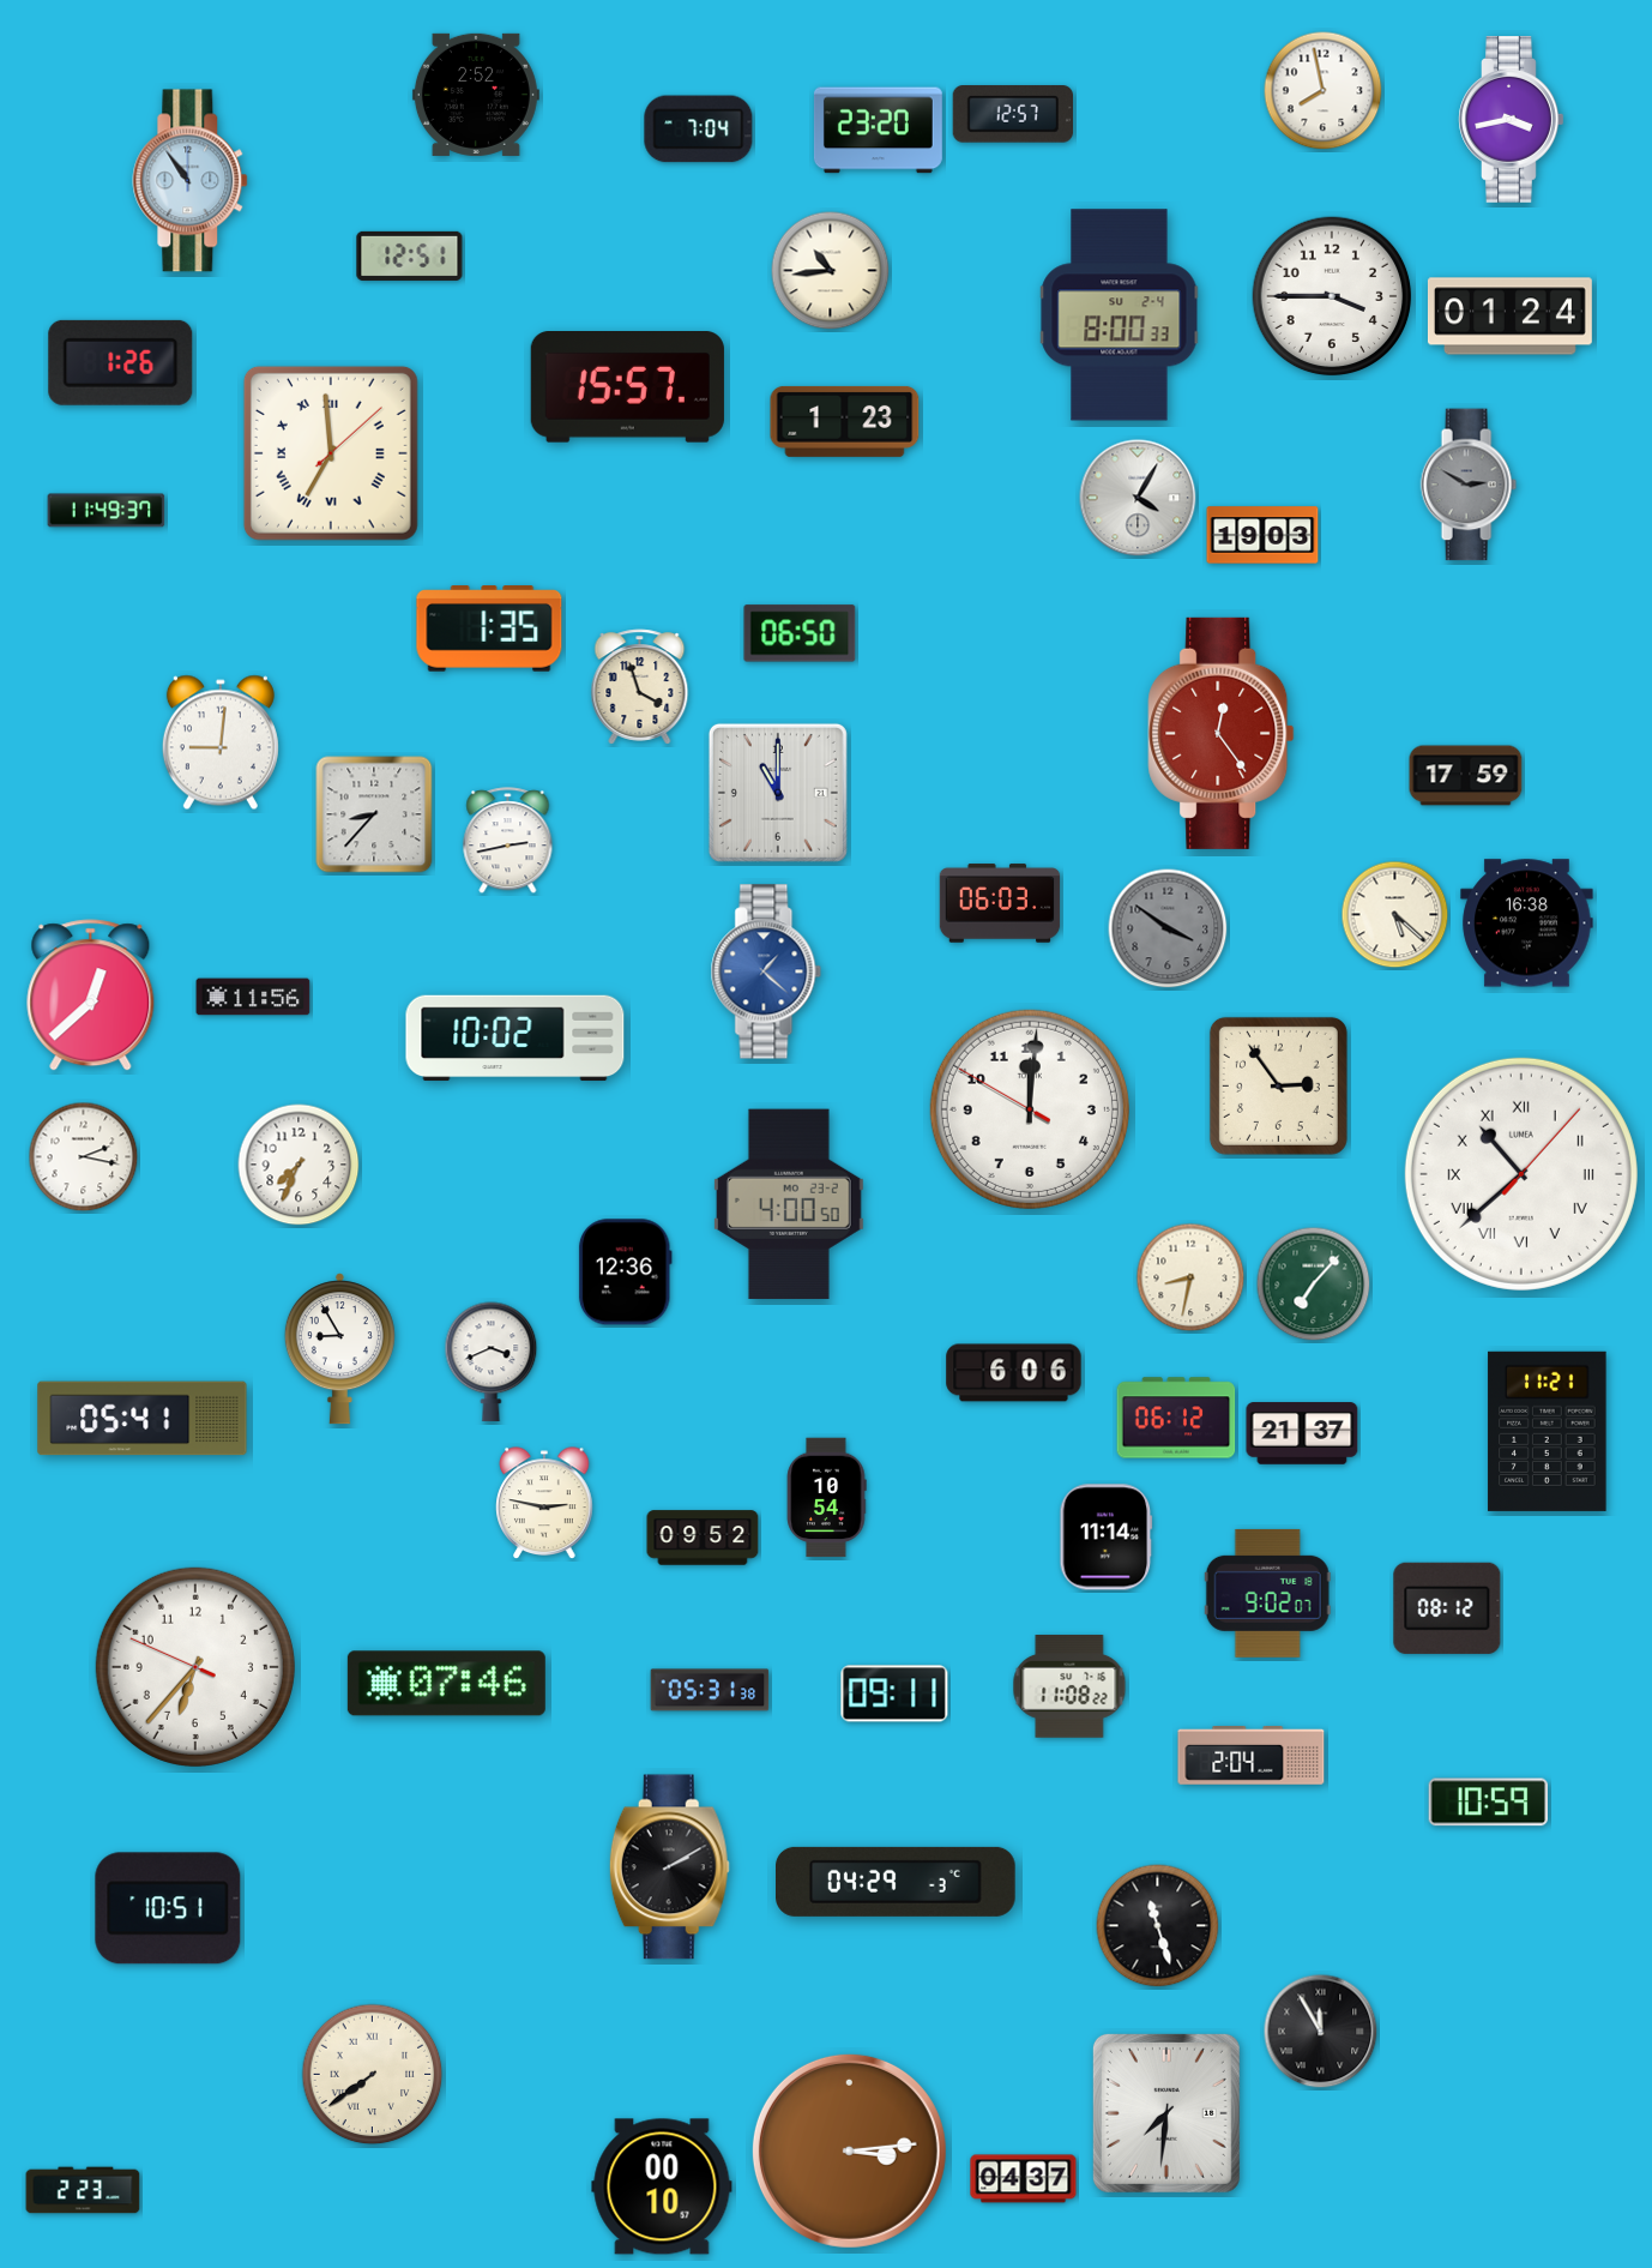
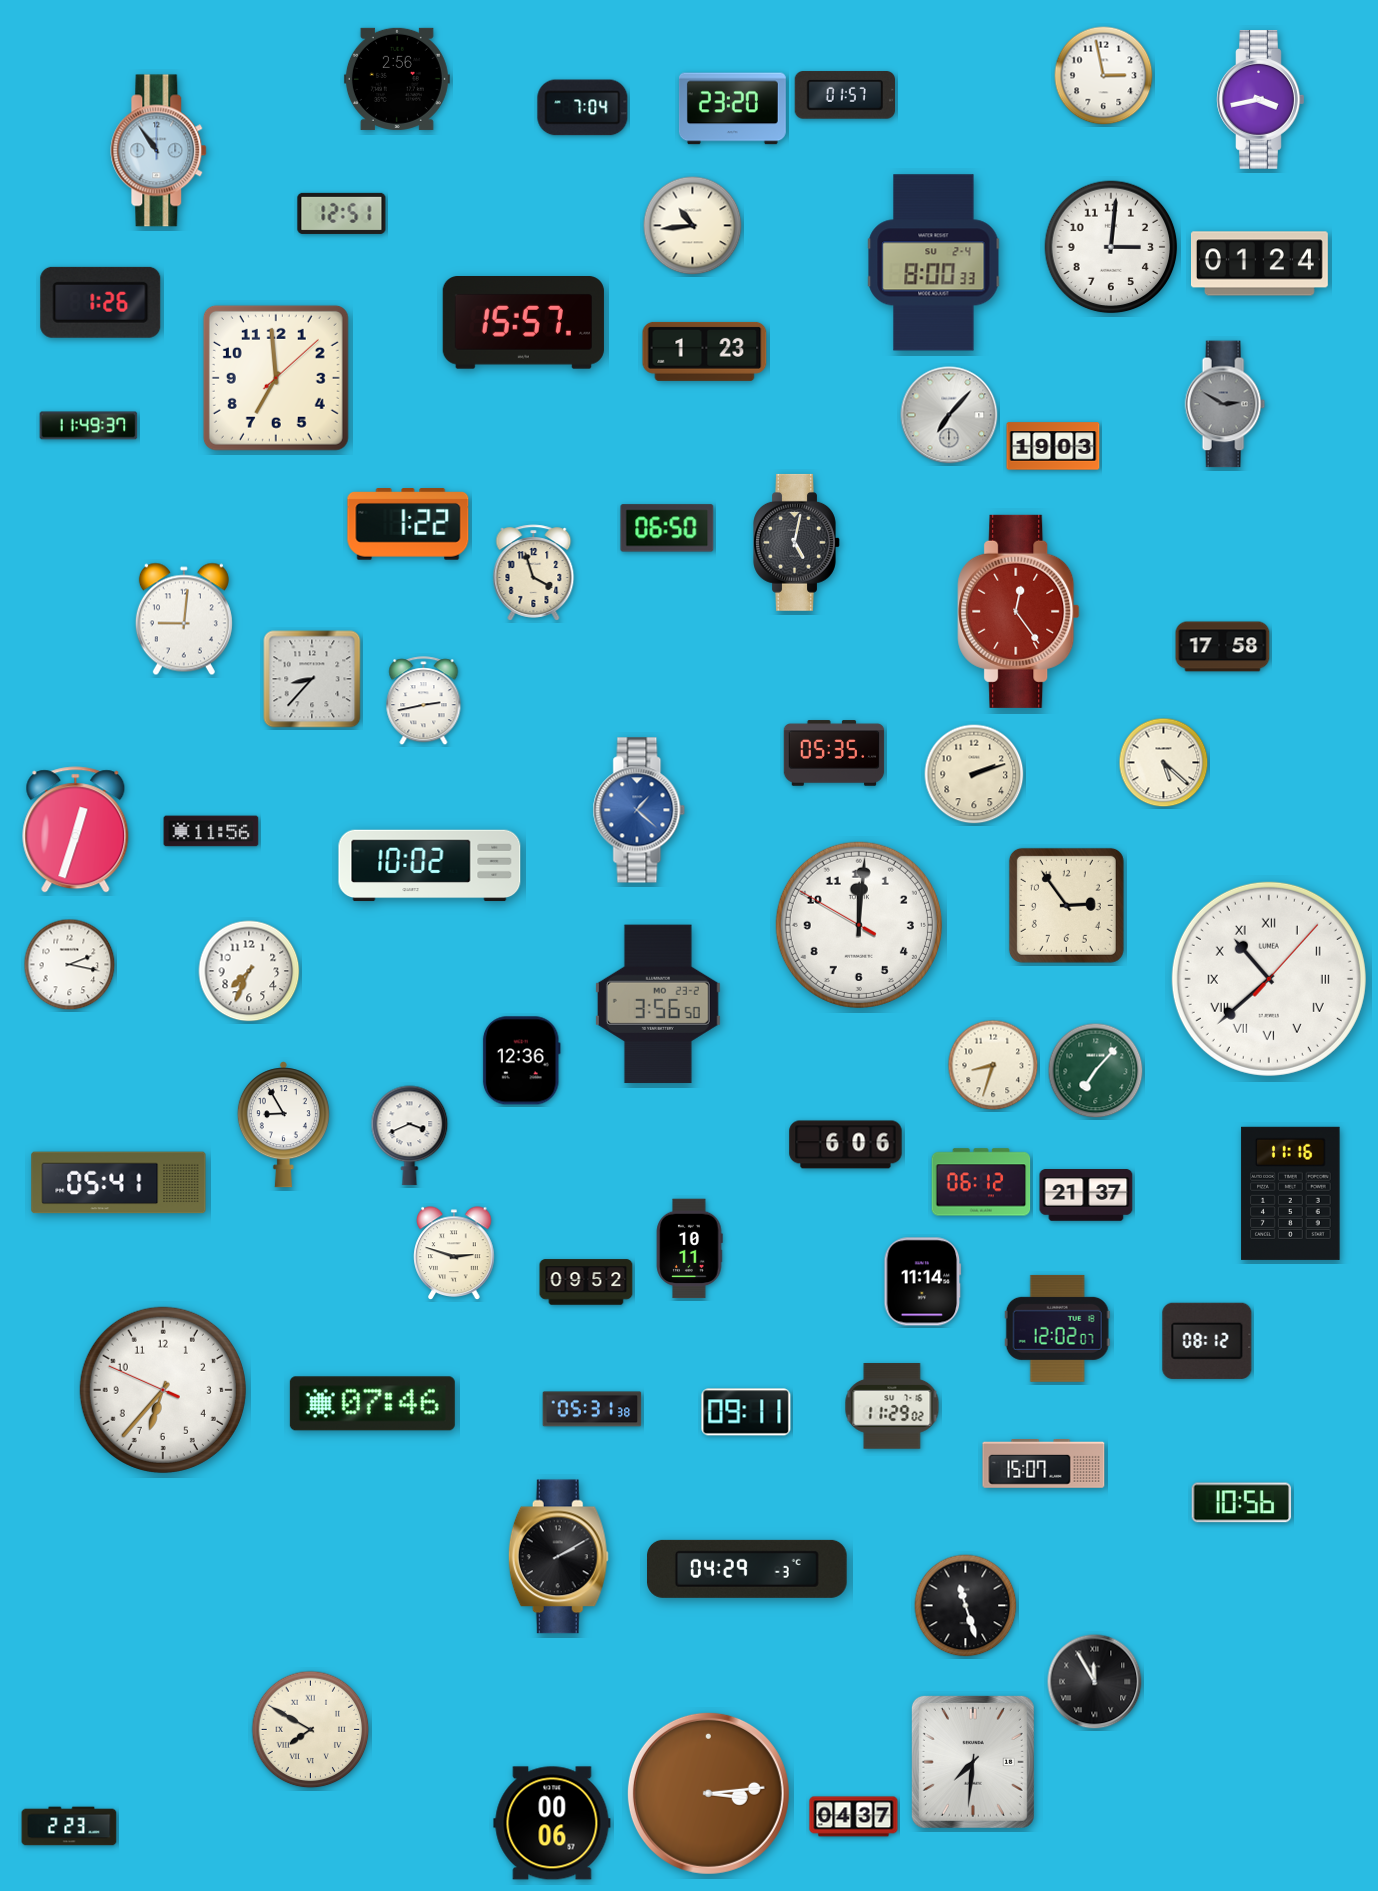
clock at (1324, 91): 7:58 -> 2:58
clock at (476, 95): 2:52 -> 2:56
clock at (1012, 114): 12:57 -> 01:57
clock at (1332, 296): 3:45 -> 3:01
clock at (331, 453) numerals: Roman -> Arabic
clock at (1138, 498): 4:05 -> 7:07
clock at (489, 628): 1:35 -> 1:22
clock at (797, 542): none -> 5:02
clock at (1466, 776): 17:59 -> 17:58
clock at (778, 793): 11:00 -> none
clock at (1000, 903): 06:03 -> 05:35
clock at (1527, 924): 16:38 -> none
clock at (1168, 928): 3:51 -> 2:12
clock at (1168, 928) dial: grey -> cream
clock at (91, 995): 12:38 -> 12:33
clock at (789, 1204): 4:00 -> 3:56
clock at (1190, 1277): 8:32 -> 8:33
clock at (1548, 1431): 11:21 -> 11:16
clock at (826, 1498): 10:54 -> 10:11
clock at (544, 1503): 2:47 -> 2:48
clock at (1267, 1593): 9:02 -> 12:02
clock at (1069, 1686): 11:08 -> 11:29
clock at (1252, 1756): 2:04 -> 15:07
clock at (1489, 1803): 10:59 -> 10:56
clock at (168, 1908): 10:51 -> none
clock at (1321, 2032) position: (1321, 2032) -> (1095, 1682)
clock at (373, 2075): 7:39 -> 7:50
clock at (662, 2186): 00:10 -> 00:06
